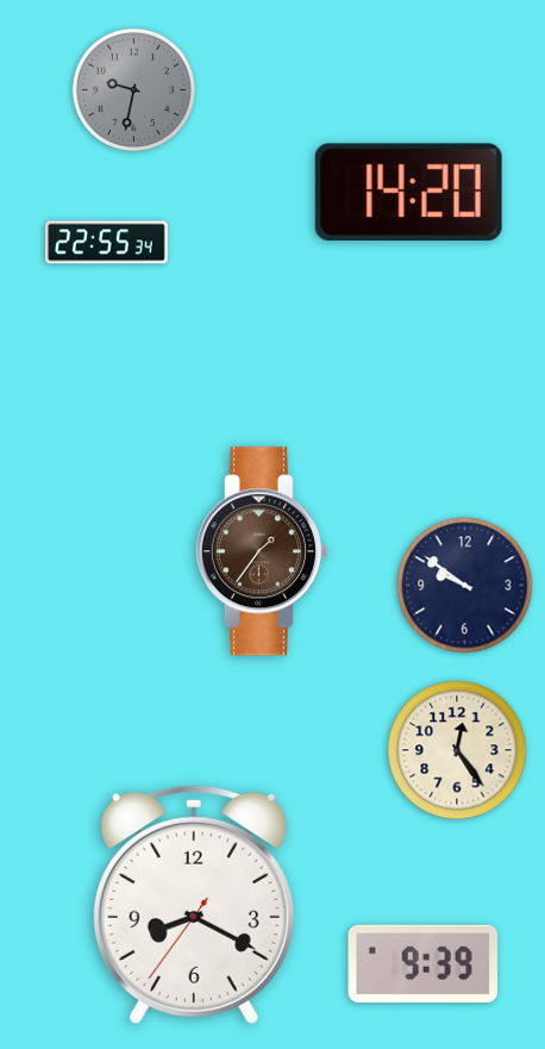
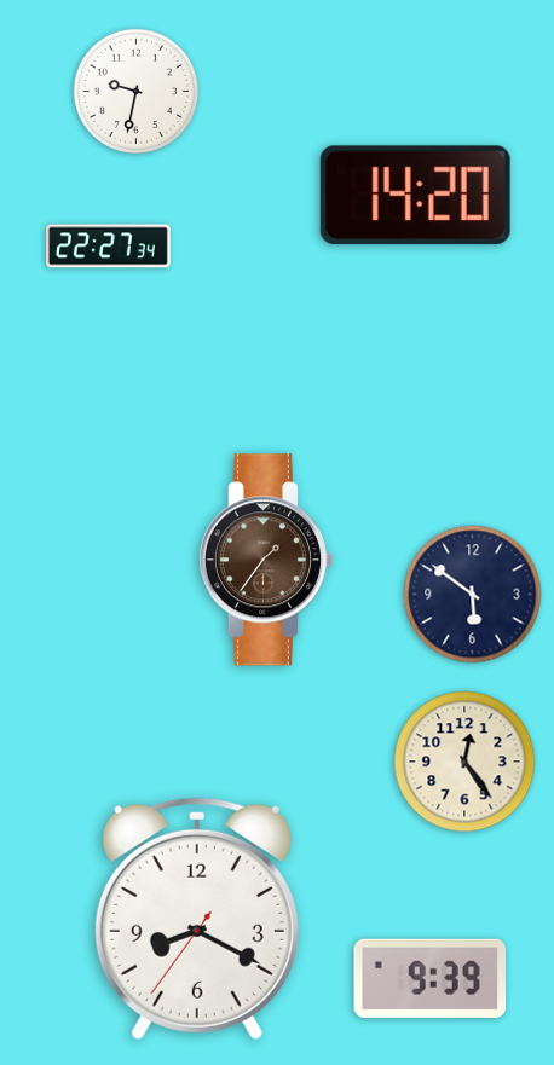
clock at (133, 89) dial: grey -> white
clock at (107, 243): 22:55 -> 22:27
clock at (465, 586): 9:51 -> 5:51
